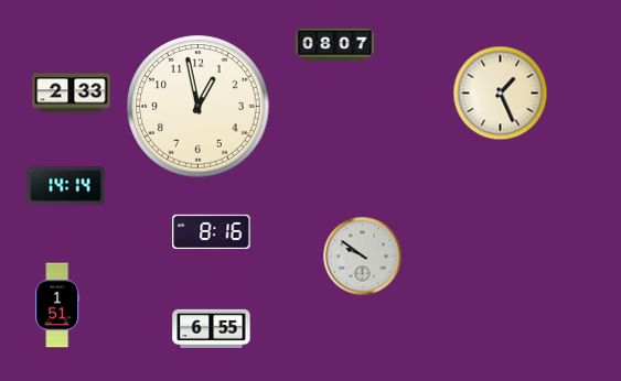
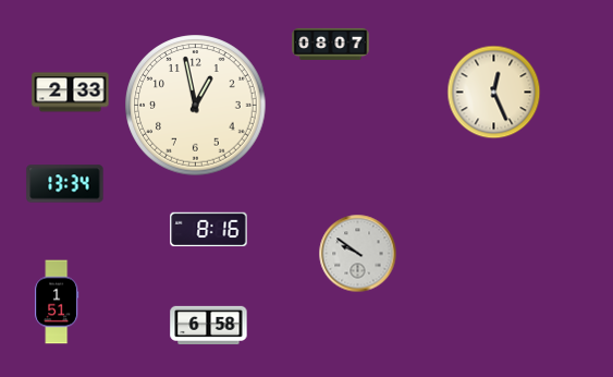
clock at (501, 94): 1:26 -> 12:26
clock at (66, 186): 14:14 -> 13:34
clock at (212, 328): 6:55 -> 6:58
